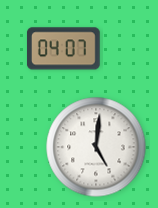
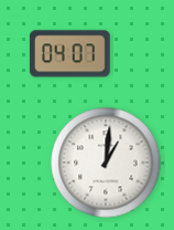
clock at (96, 147): 5:01 -> 1:01
